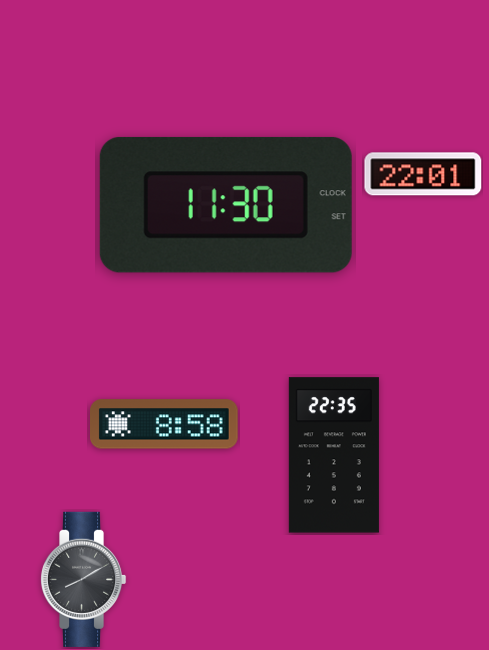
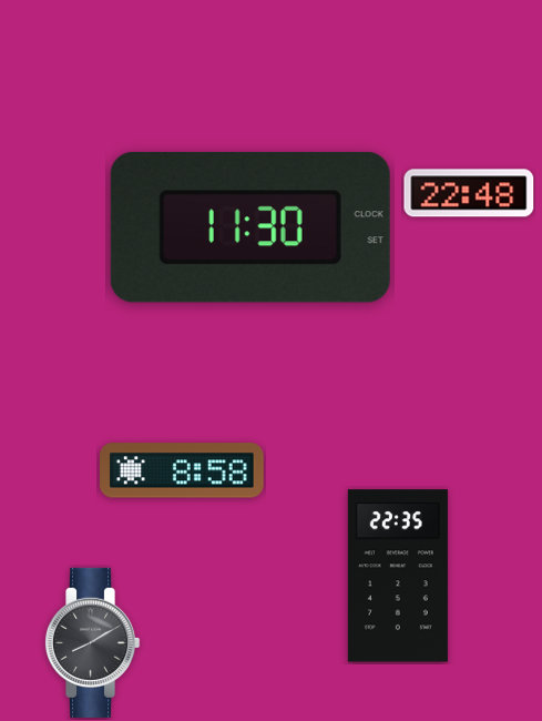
clock at (423, 174): 22:01 -> 22:48
clock at (334, 455) position: (334, 455) -> (398, 576)
